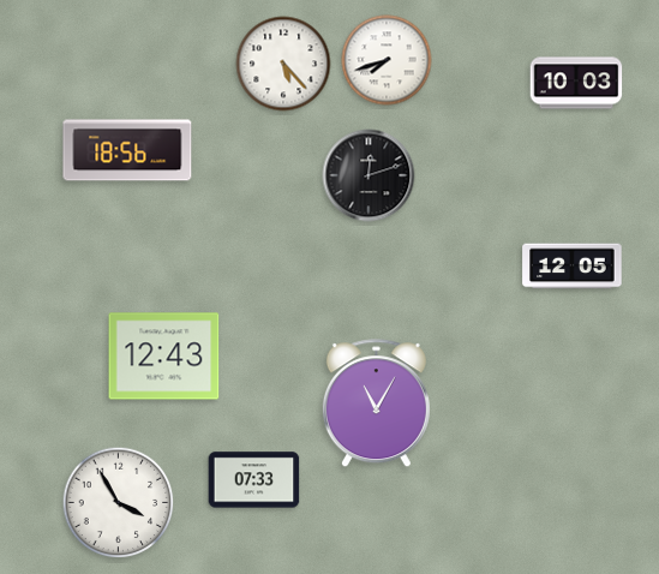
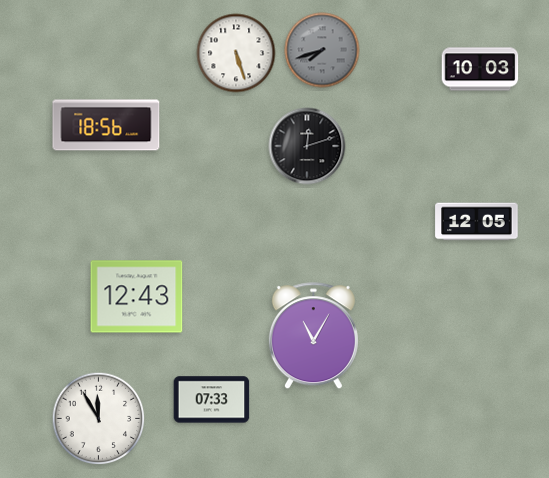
clock at (387, 60) dial: white -> grey
clock at (283, 64): 5:23 -> 5:27
clock at (119, 503): 3:55 -> 11:55
